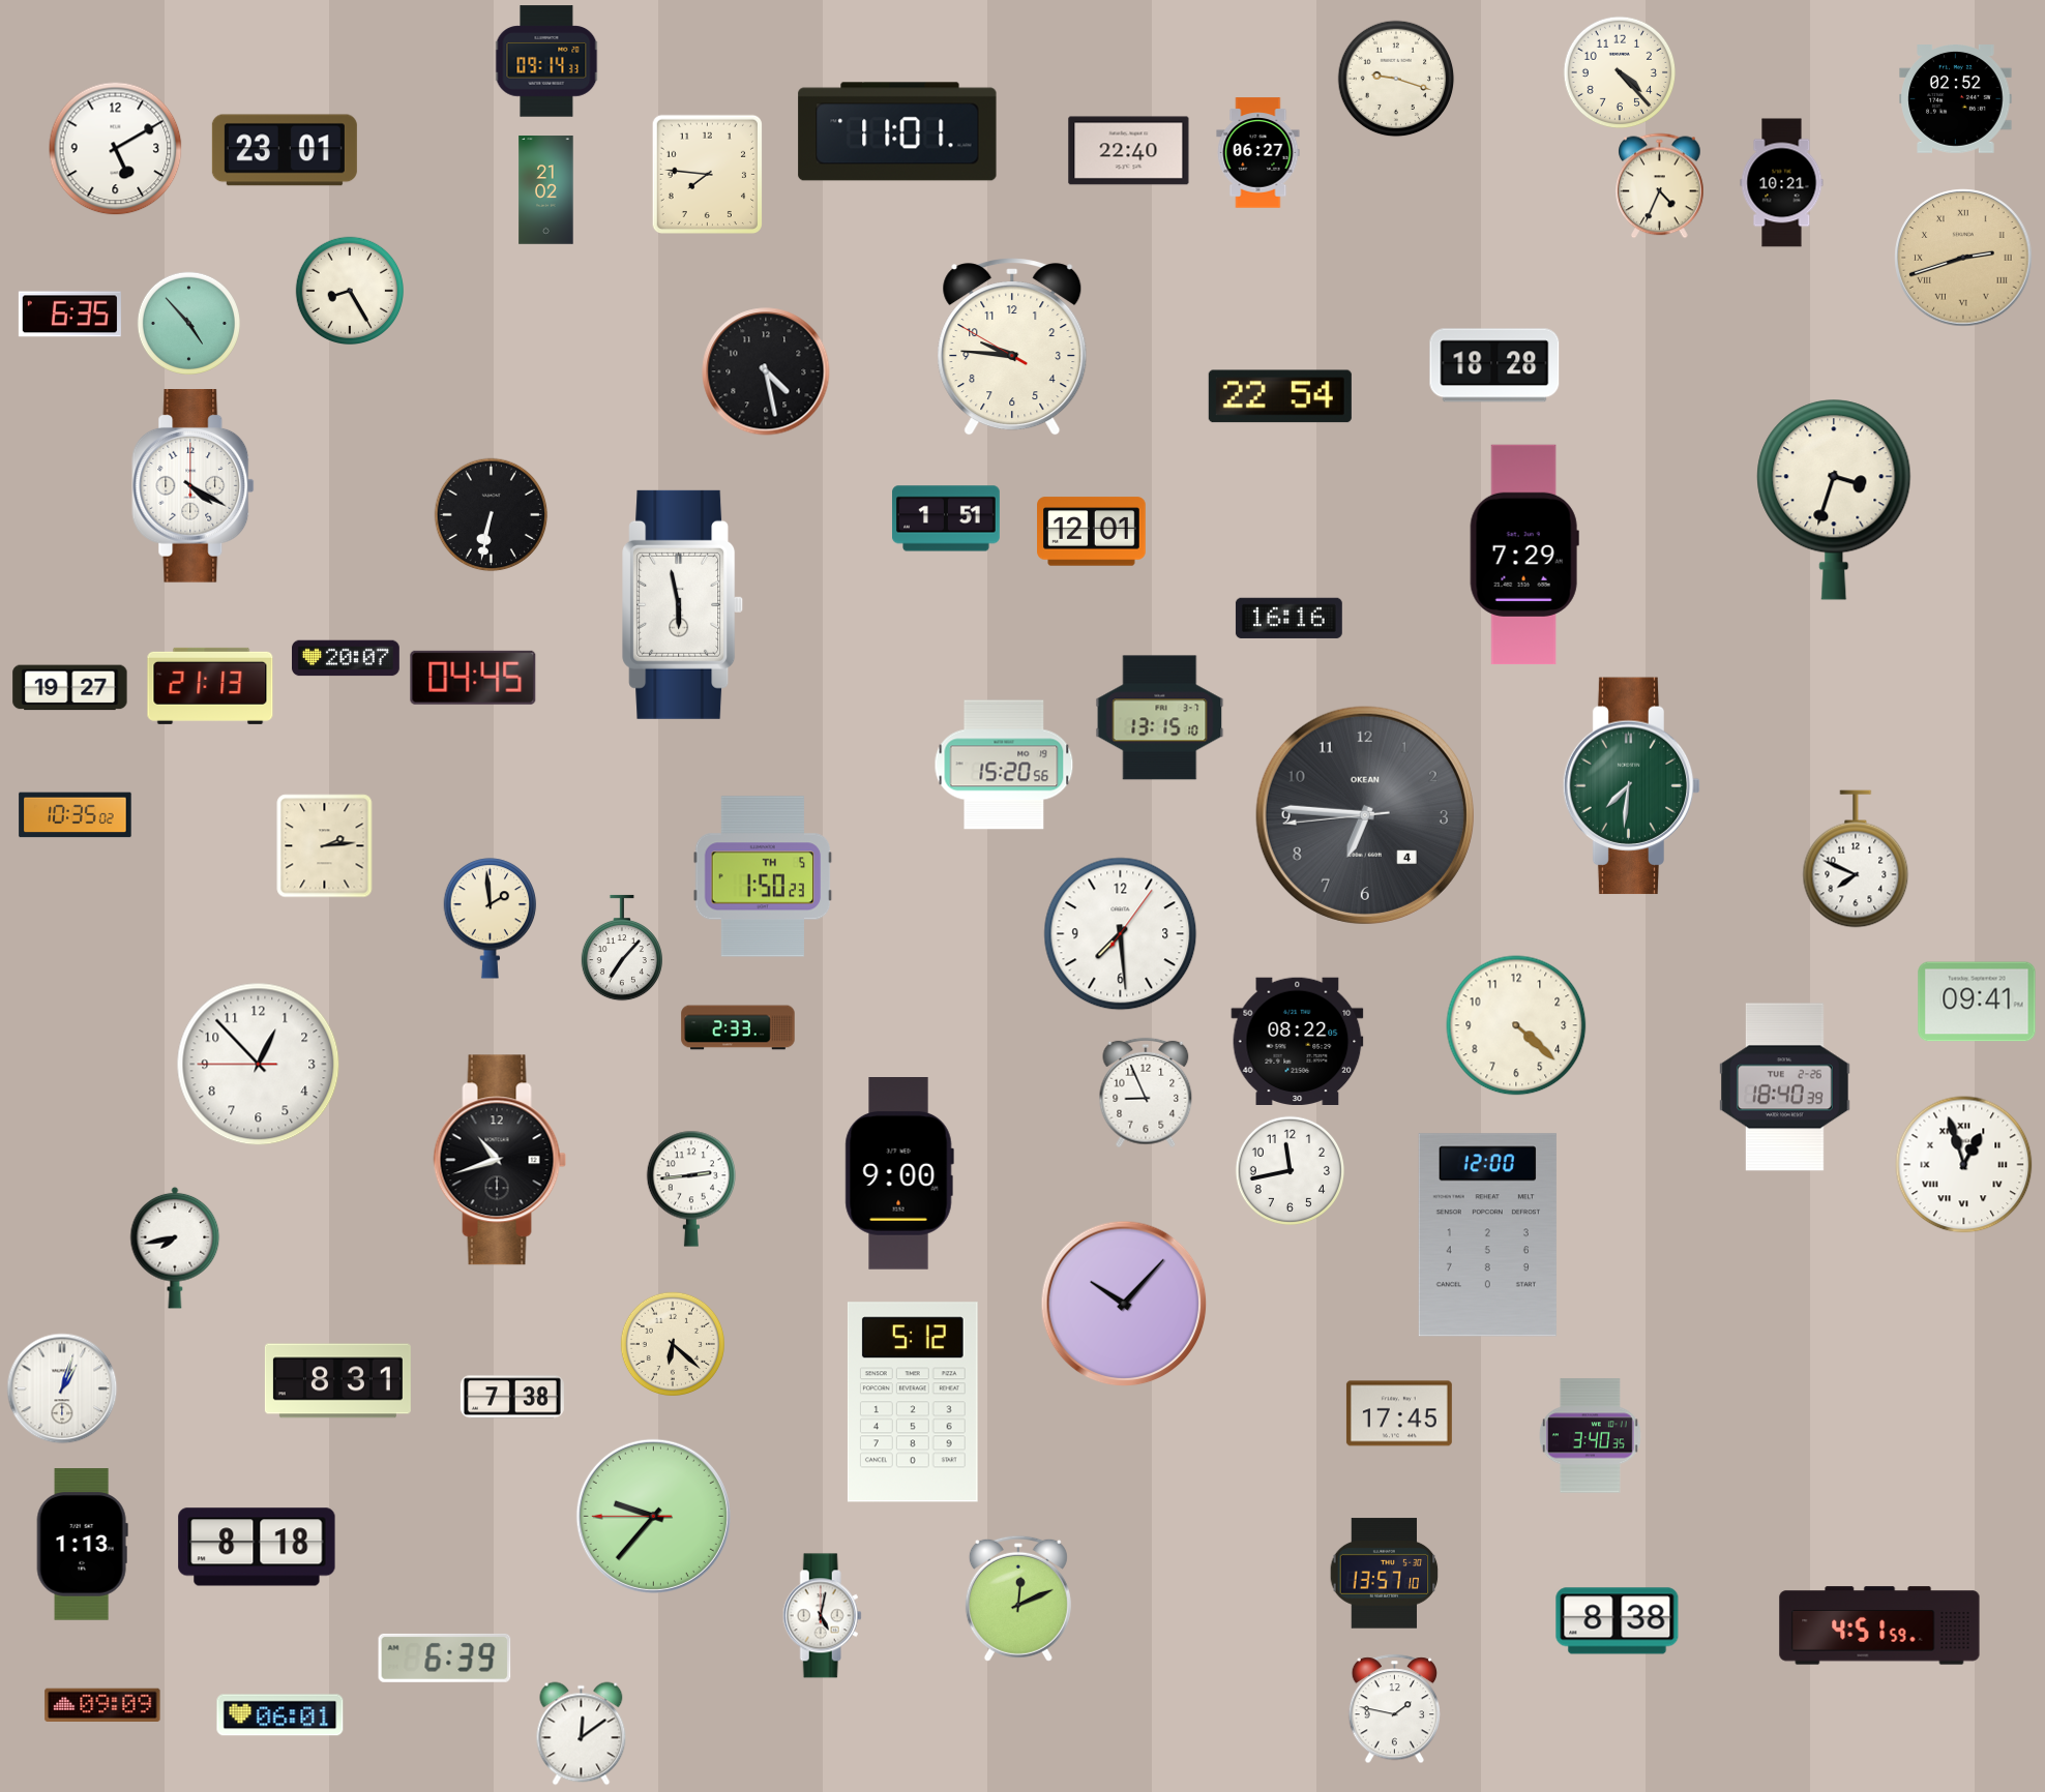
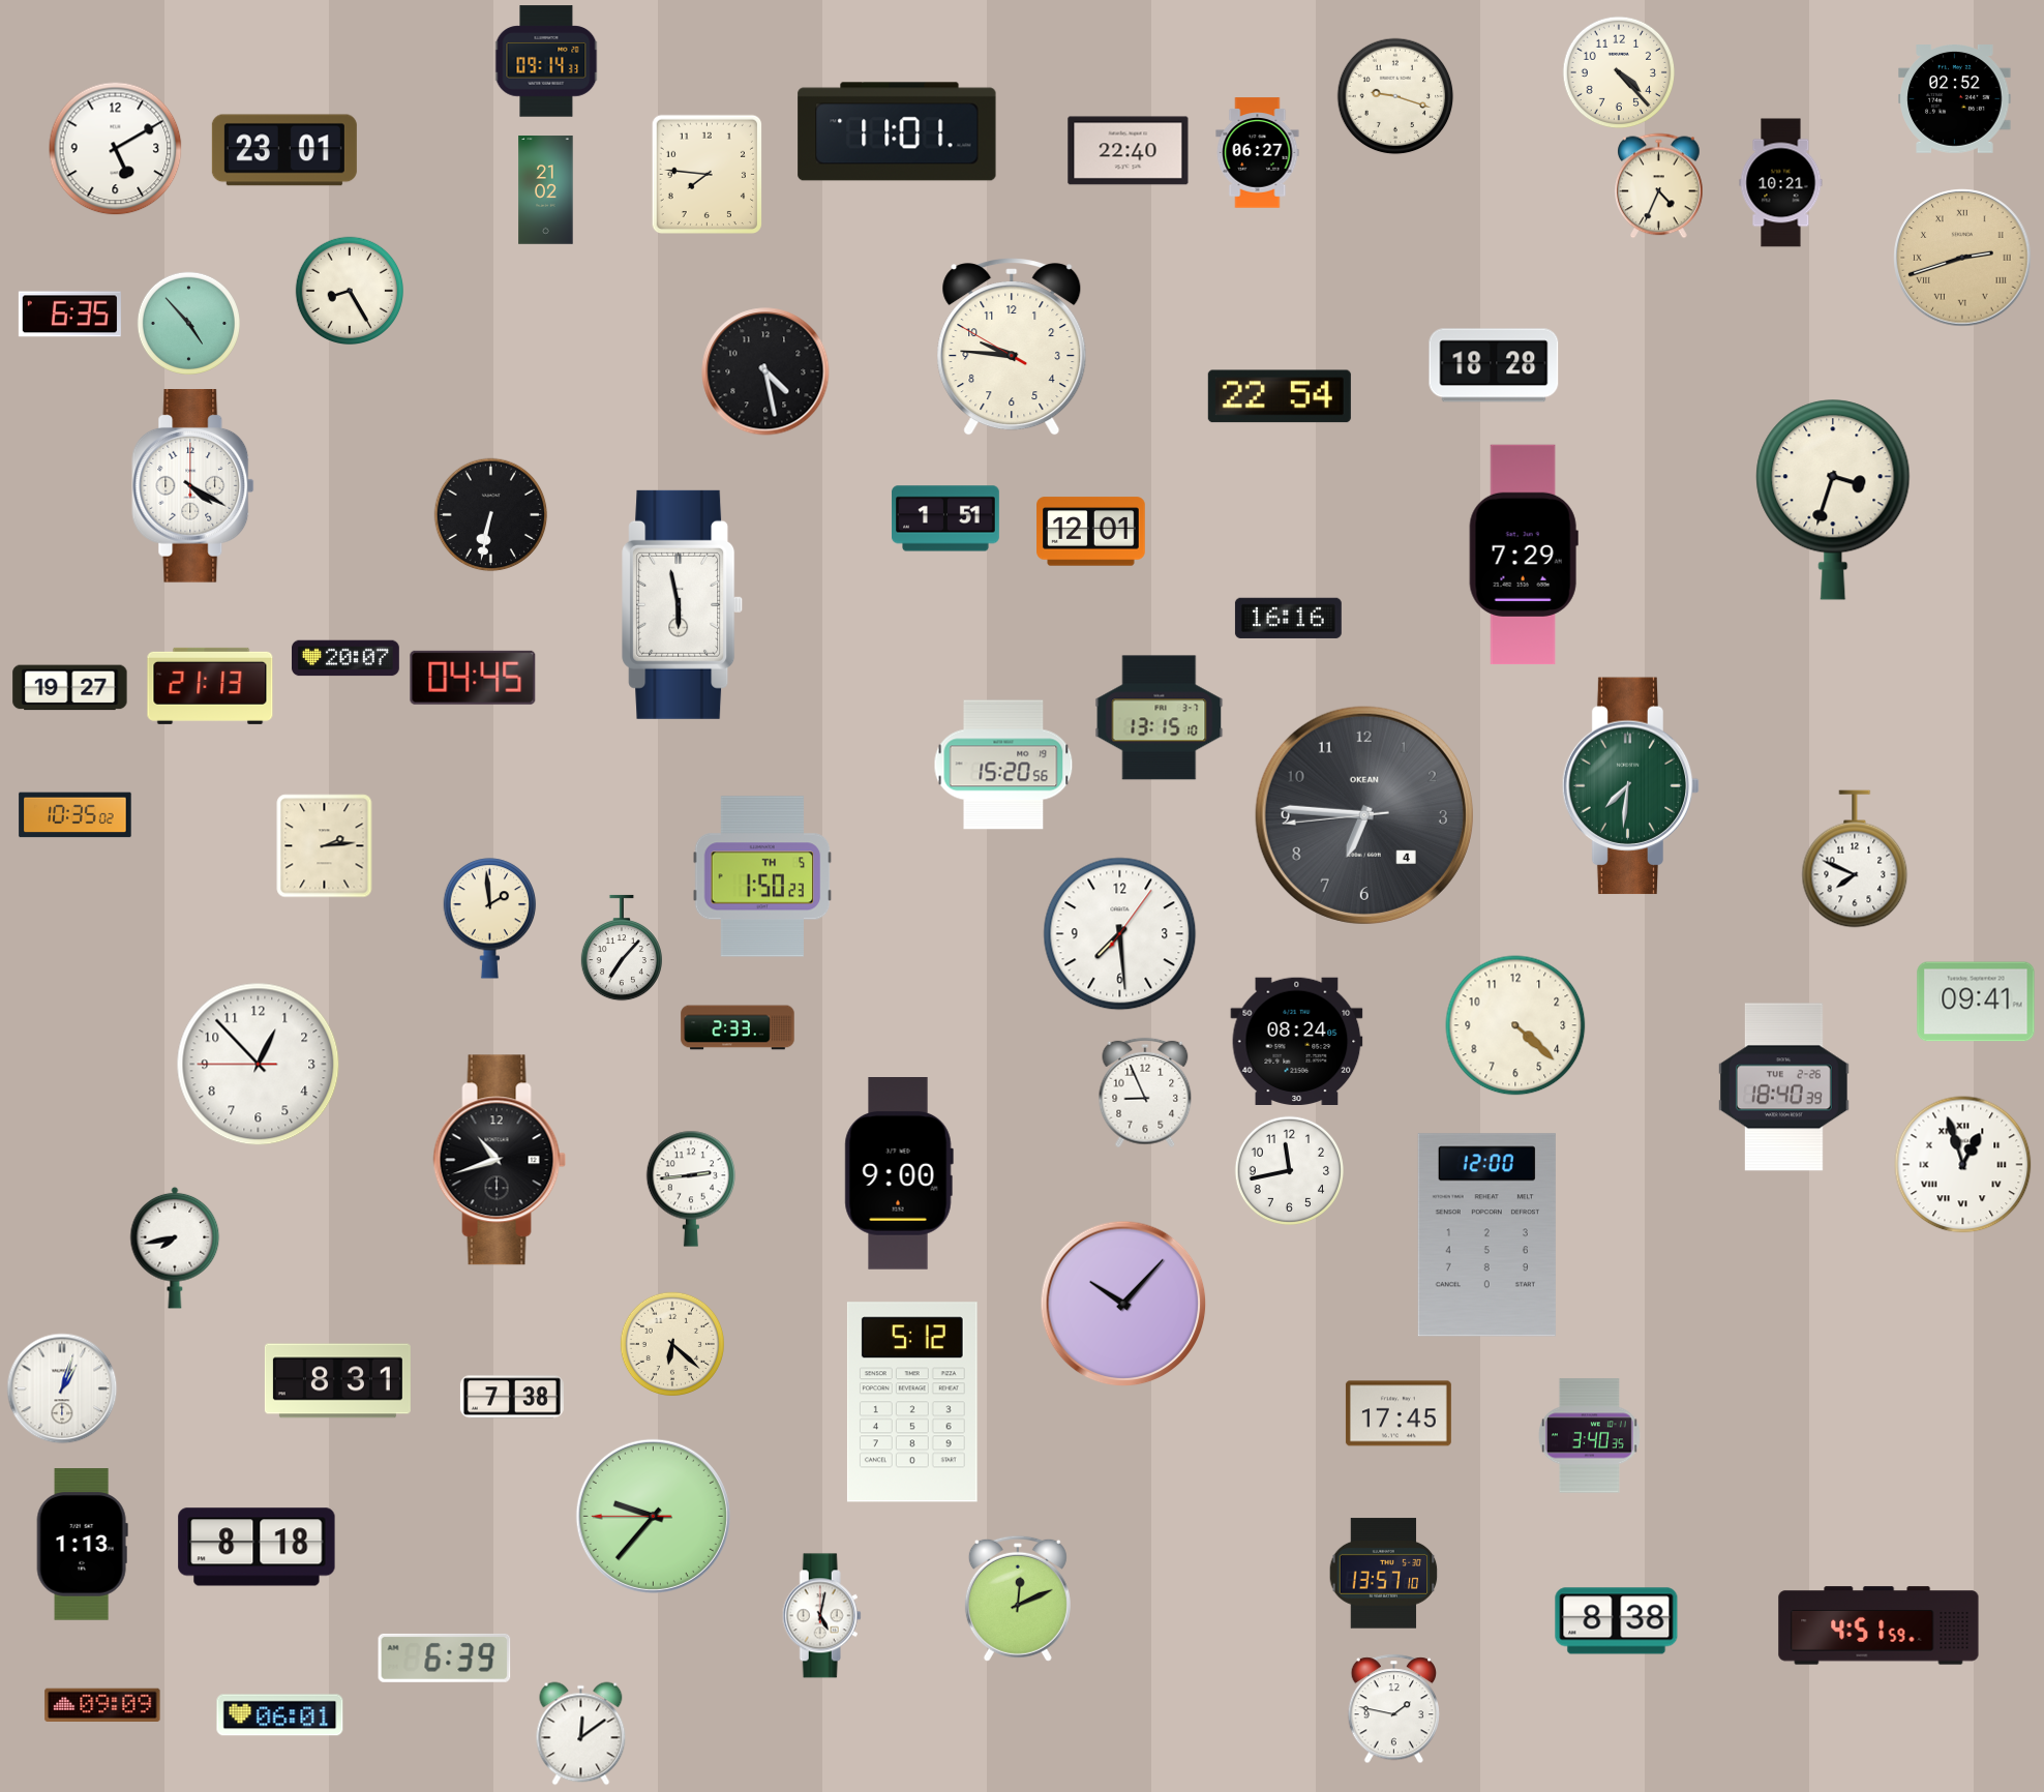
clock at (1396, 79) position: (1396, 79) -> (1395, 96)
clock at (1298, 1041): 08:22 -> 08:24
